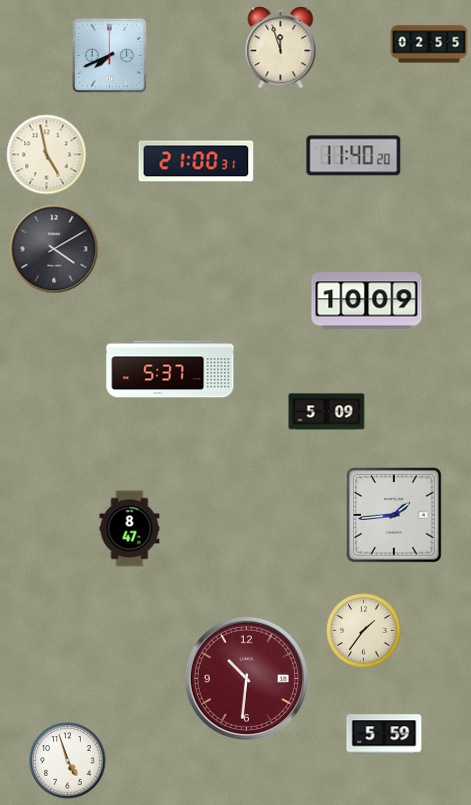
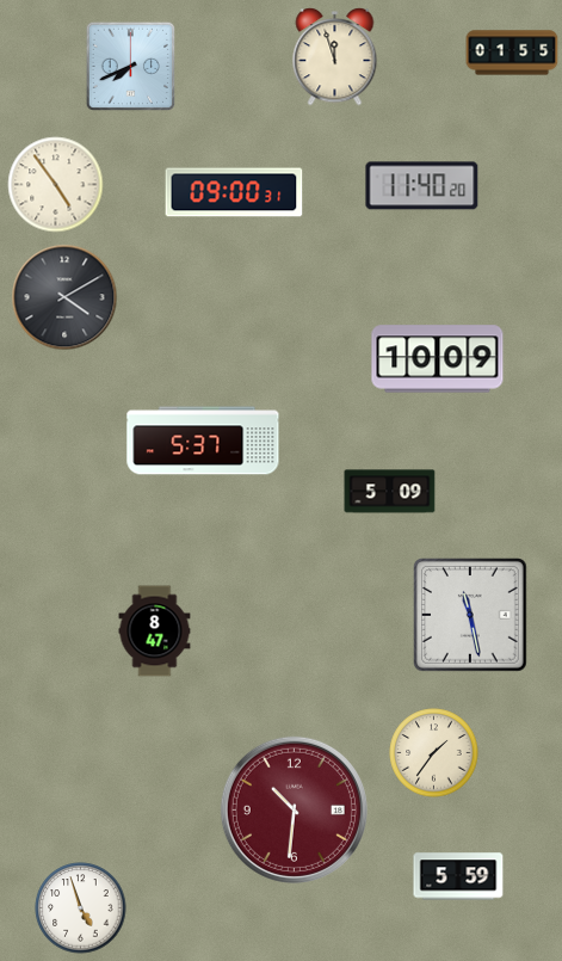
clock at (429, 44): 02:55 -> 01:55
clock at (47, 155): 4:58 -> 4:54
clock at (196, 161): 21:00 -> 09:00
clock at (395, 516): 1:44 -> 11:28
